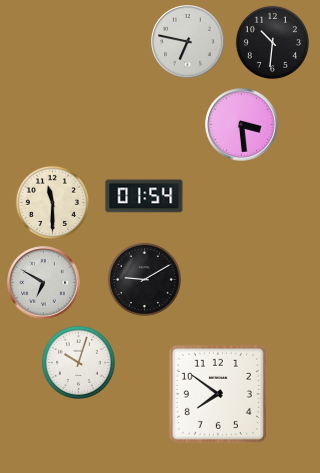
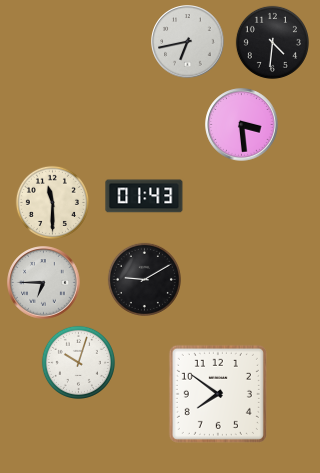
clock at (188, 42): 6:47 -> 6:43
clock at (272, 42): 10:31 -> 4:31
clock at (144, 196): 01:54 -> 01:43
clock at (44, 283): 6:50 -> 6:45
